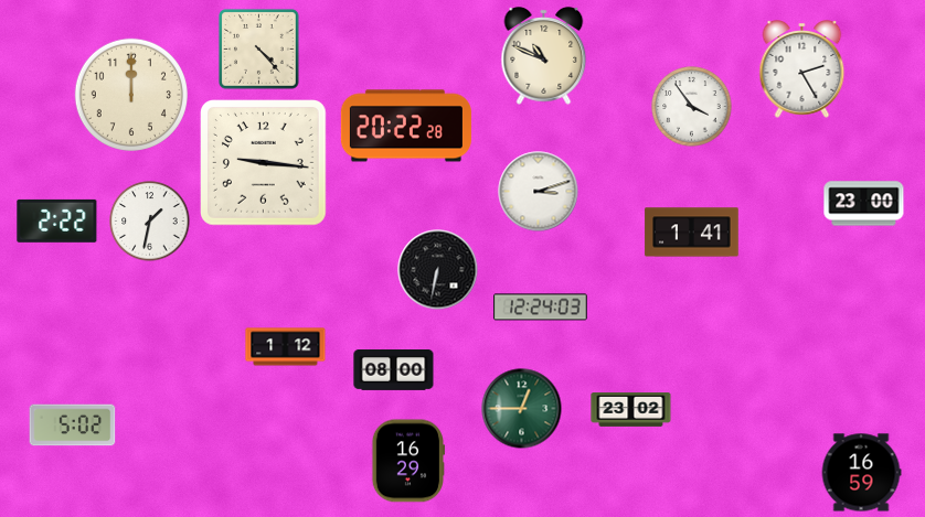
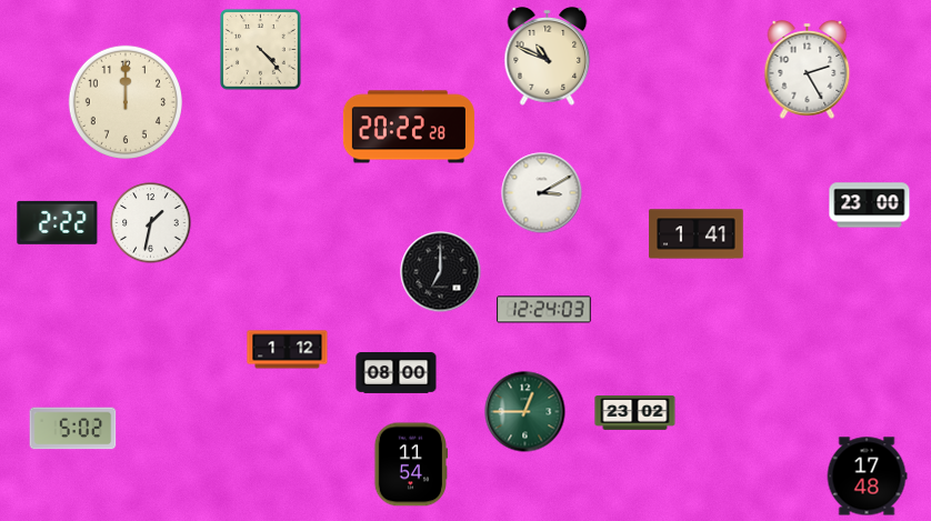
clock at (131, 95) position: (131, 95) -> (126, 102)
clock at (692, 107): 3:54 -> none
clock at (264, 163): 9:16 -> none
clock at (539, 192): 3:12 -> 3:10
clock at (438, 270): 6:32 -> 7:00
clock at (407, 461): 16:29 -> 11:54
clock at (861, 473): 16:59 -> 17:48
